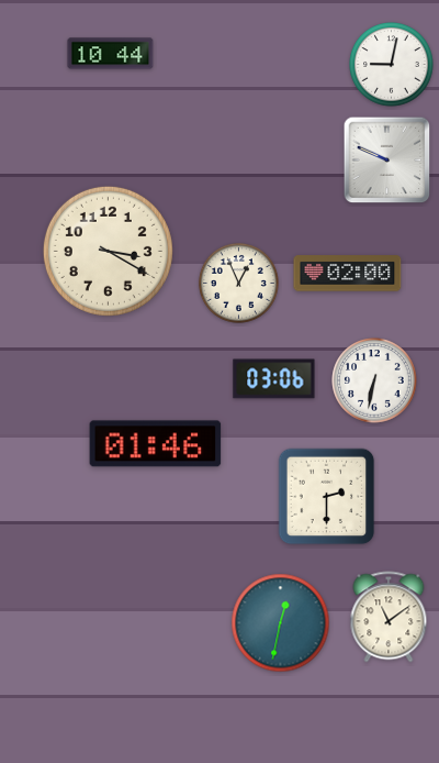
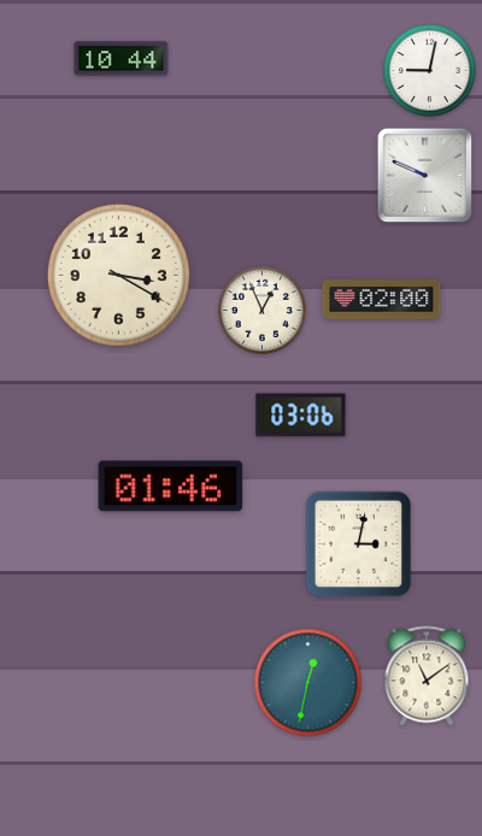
clock at (374, 380): 6:32 -> none
clock at (327, 497): 2:30 -> 3:02
